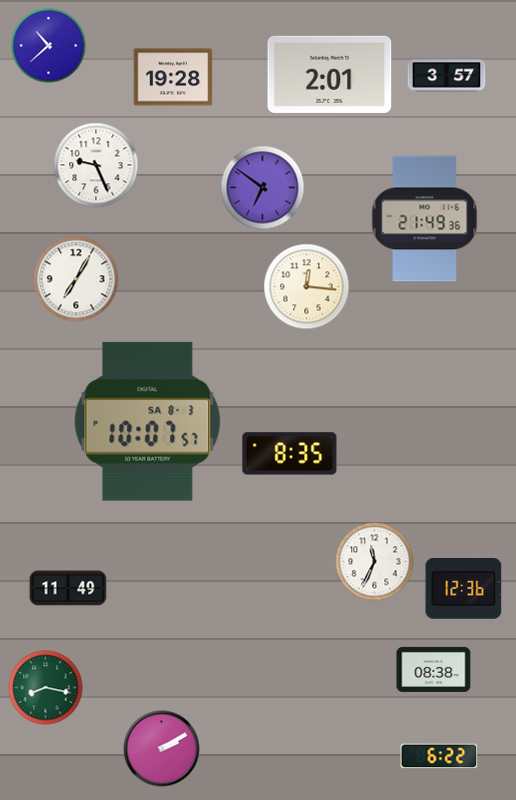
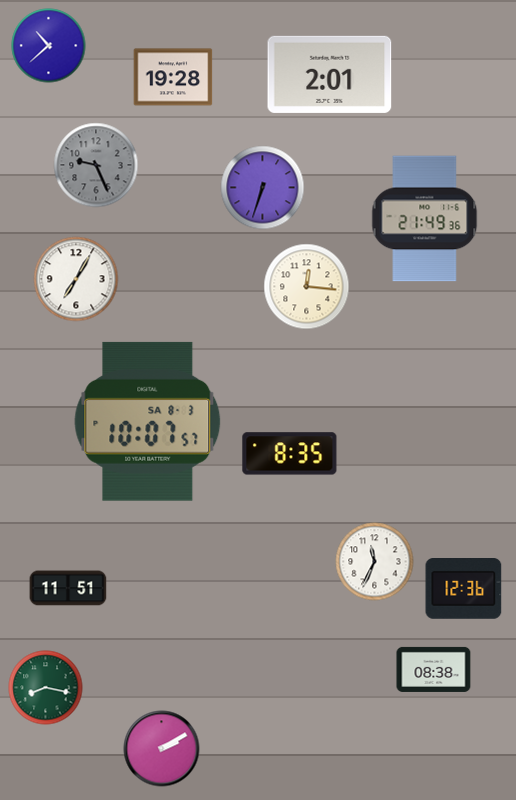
clock at (447, 76): 3:57 -> none
clock at (96, 165) dial: white -> grey
clock at (263, 188): 6:51 -> 6:33
clock at (68, 588): 11:49 -> 11:51
clock at (439, 756): 6:22 -> none
